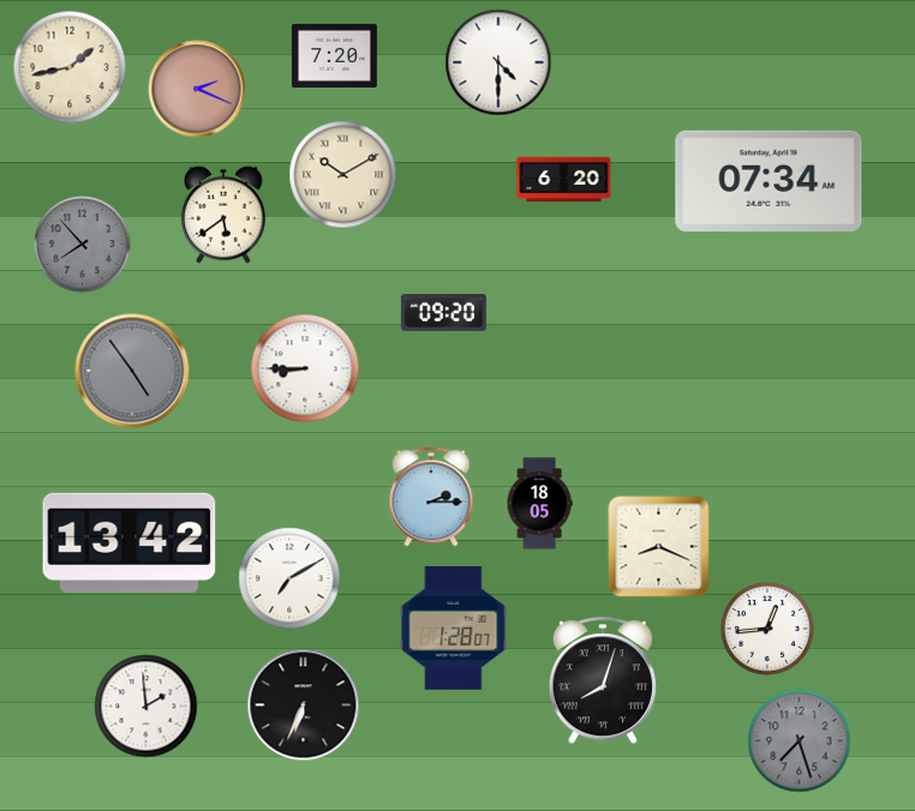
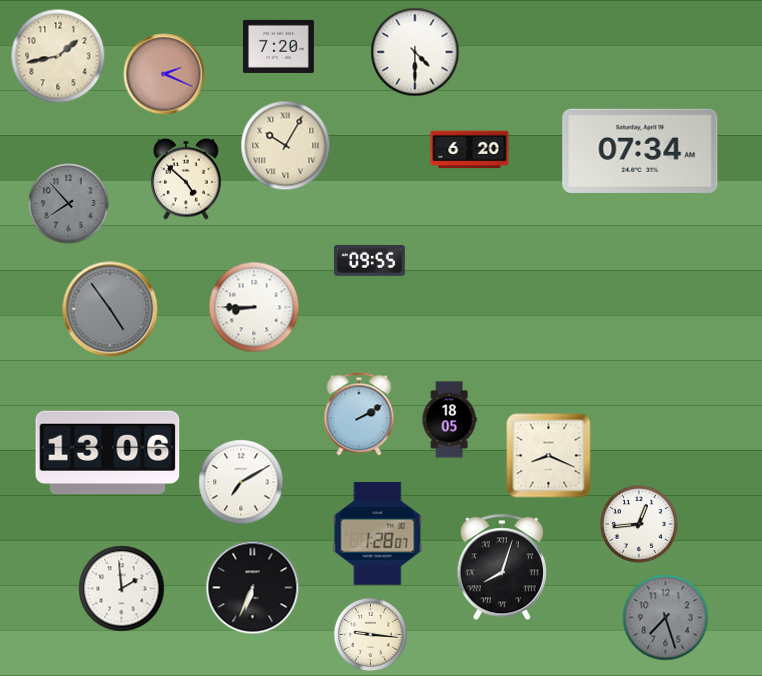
clock at (343, 175): 10:10 -> 10:05
clock at (223, 215): 5:39 -> 4:52
clock at (443, 312): 09:20 -> 09:55
clock at (431, 497): 2:15 -> 2:10
clock at (130, 543): 13:42 -> 13:06
clock at (454, 627) position: (454, 627) -> (378, 533)
clock at (371, 635): none -> 9:16
